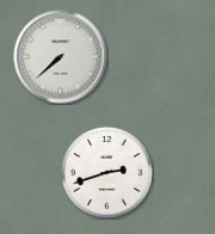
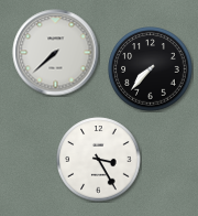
clock at (151, 69): none -> 7:37
clock at (107, 173): 2:42 -> 3:25
